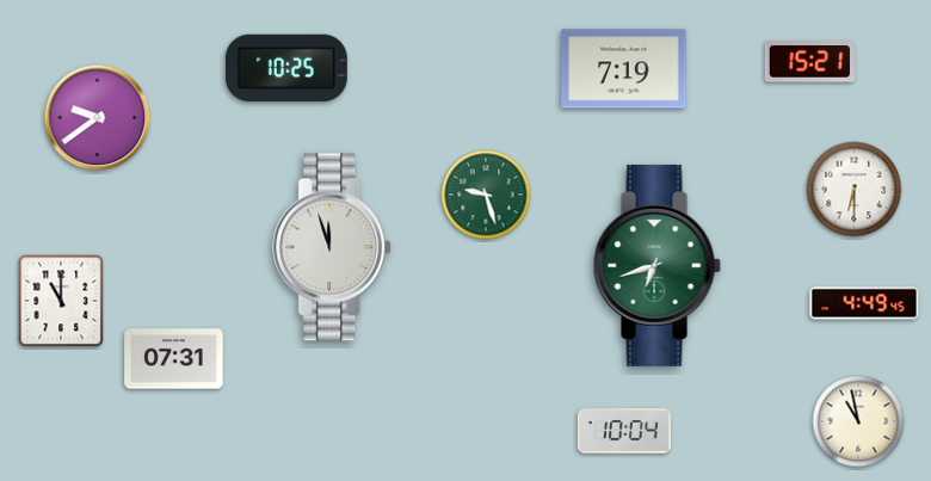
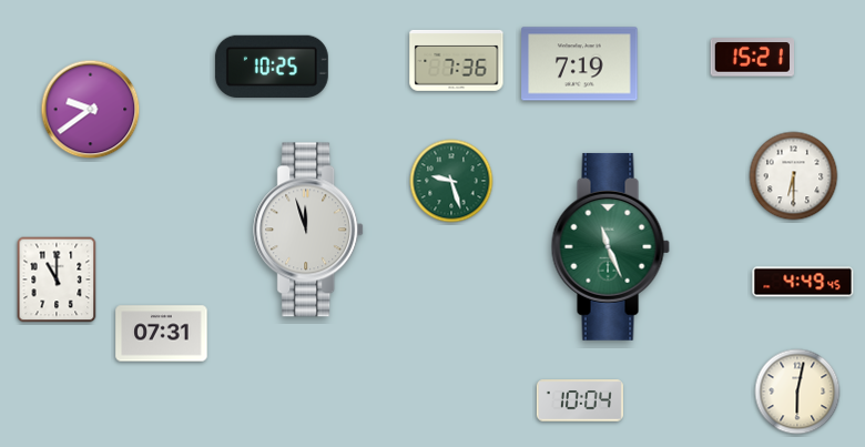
clock at (457, 60): none -> 7:36
clock at (286, 67) position: (286, 67) -> (272, 65)
clock at (656, 265): 6:42 -> 11:26
clock at (858, 421): 10:58 -> 6:02
